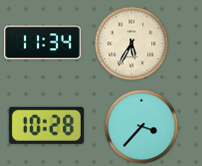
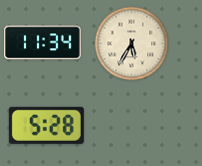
clock at (46, 125): 10:28 -> 5:28
clock at (142, 127): 3:37 -> none
